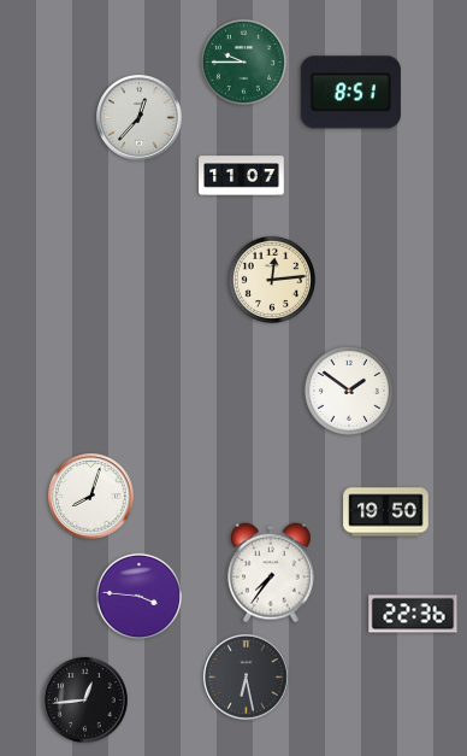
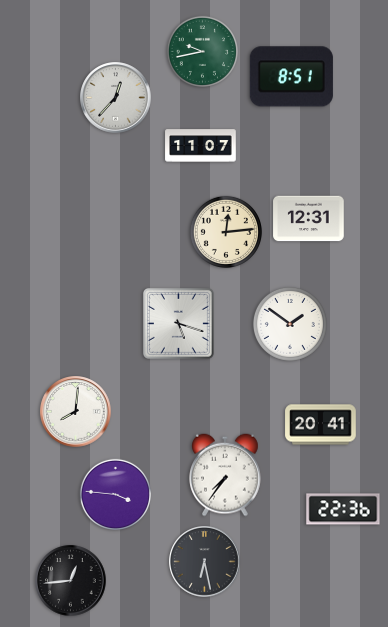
clock at (243, 61): 9:45 -> 9:43
clock at (309, 219): none -> 12:31
clock at (178, 323): none -> 5:18
clock at (91, 497): 8:03 -> 8:01
clock at (386, 512): 19:50 -> 20:41
